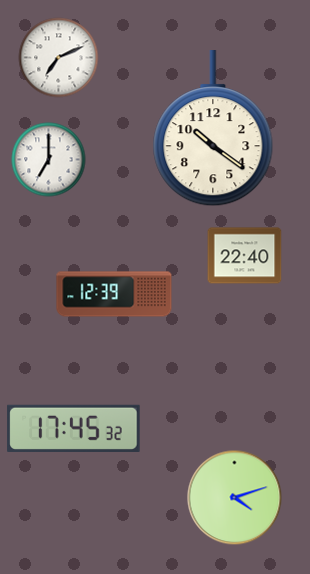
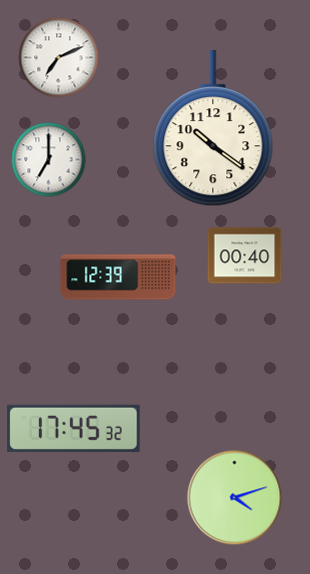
clock at (245, 256): 22:40 -> 00:40
clock at (114, 294) position: (114, 294) -> (118, 277)
